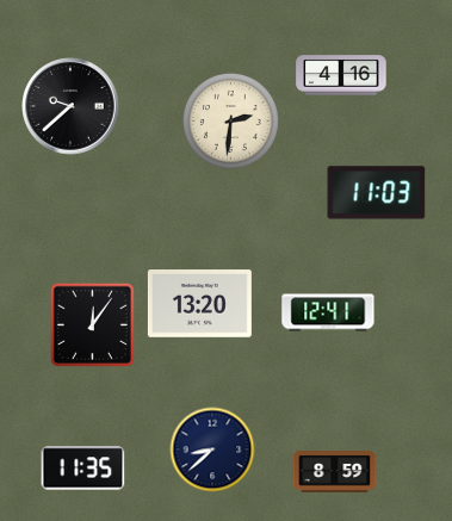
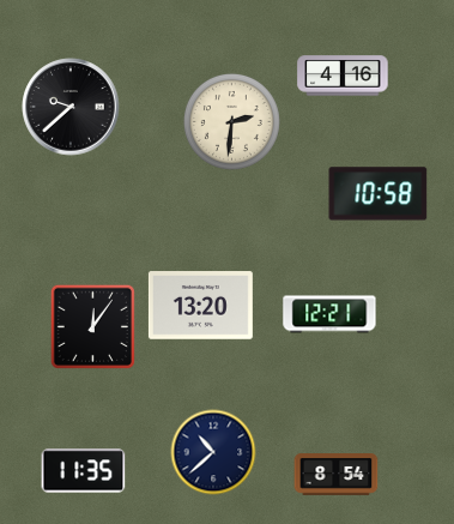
clock at (377, 193): 11:03 -> 10:58
clock at (328, 312): 12:41 -> 12:21
clock at (212, 449): 8:38 -> 10:38
clock at (335, 472): 8:59 -> 8:54
